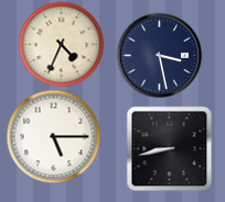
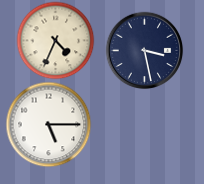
clock at (169, 148): 8:43 -> none
